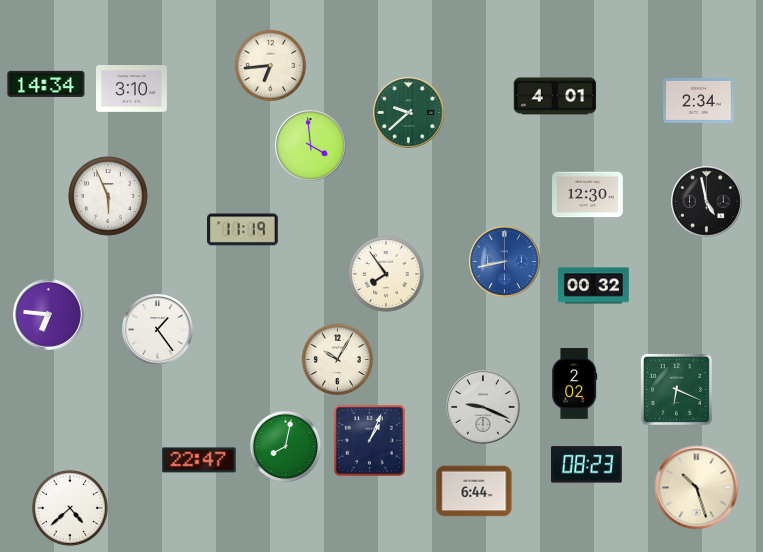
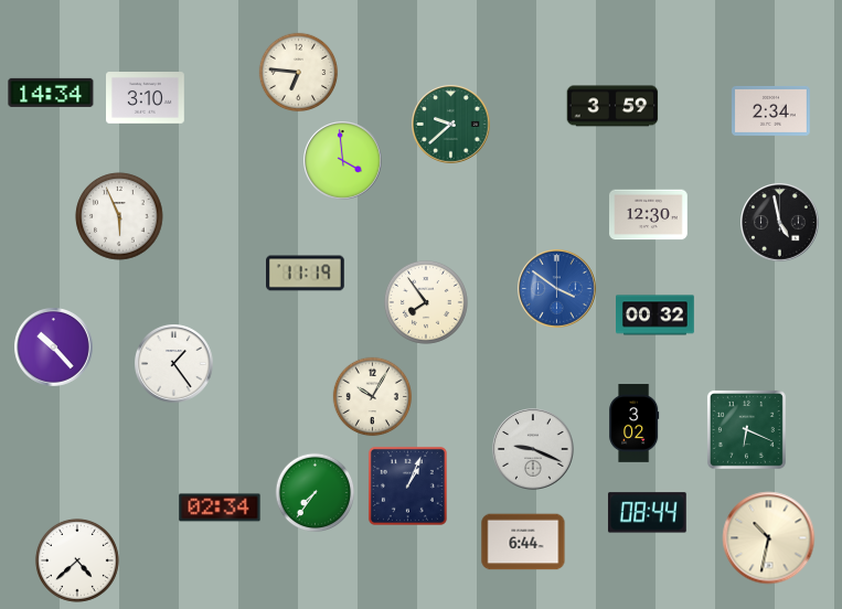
clock at (271, 66): 6:44 -> 6:46
clock at (555, 96): 4:01 -> 3:59
clock at (243, 230) position: (243, 230) -> (306, 274)
clock at (505, 262): 8:43 -> 3:51
clock at (49, 315): 6:46 -> 10:23
clock at (575, 384): 2:02 -> 3:02
clock at (286, 447): 8:02 -> 7:36
clock at (199, 460): 22:47 -> 02:34
clock at (586, 465): 08:23 -> 08:44
clock at (697, 488): 10:27 -> 10:32
